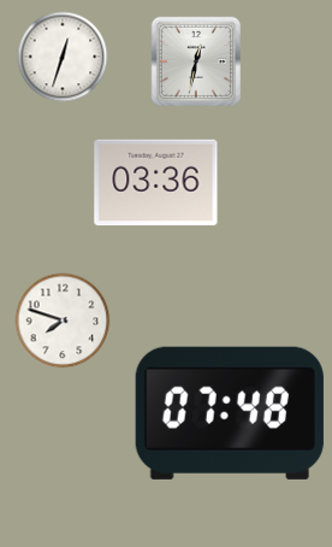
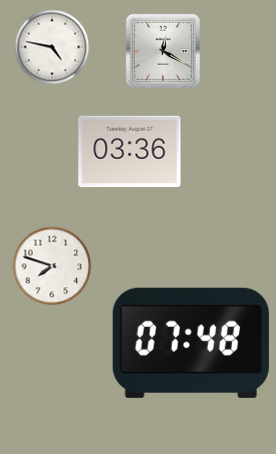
clock at (63, 57): 12:33 -> 4:47
clock at (195, 60): 12:32 -> 12:20
